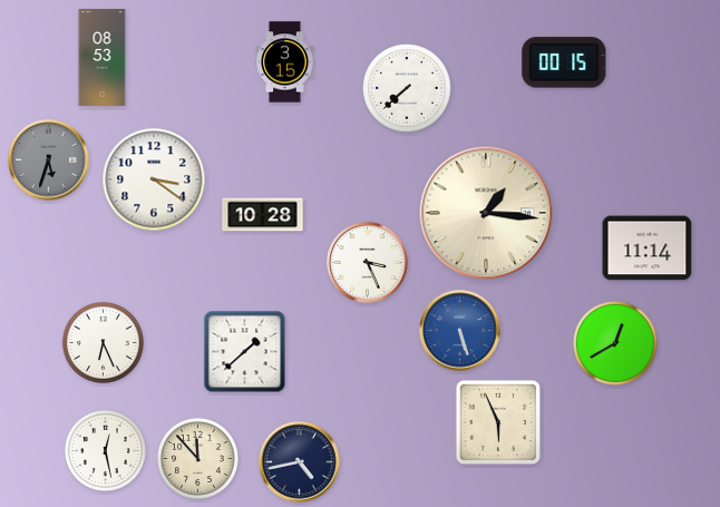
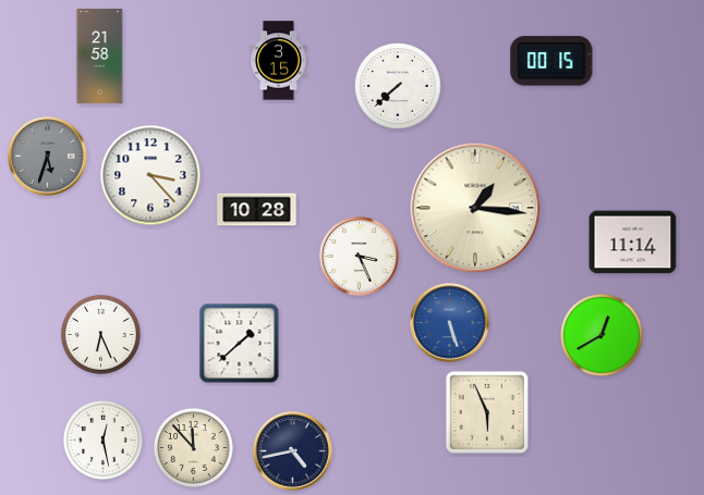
clock at (103, 57): 08:53 -> 21:58
clock at (154, 179): 3:21 -> 3:23
